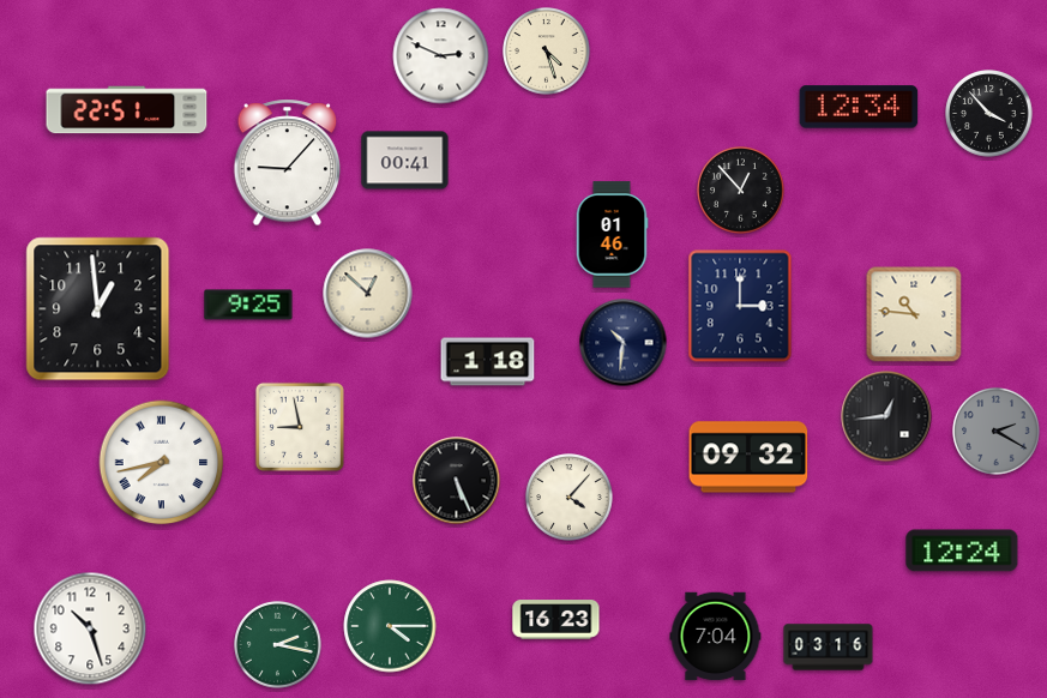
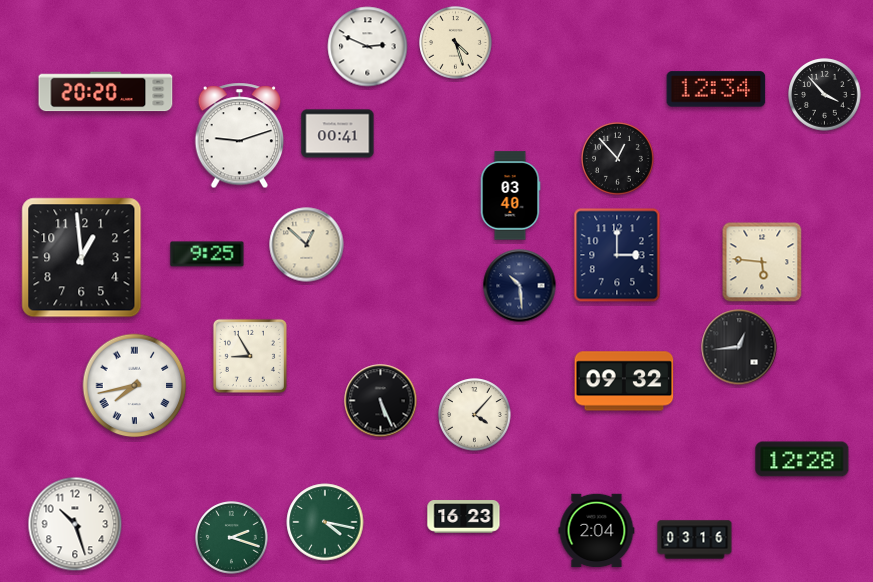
clock at (127, 110): 22:51 -> 20:20
clock at (288, 163): 9:07 -> 9:12
clock at (612, 235): 01:46 -> 03:40
clock at (914, 314): 10:46 -> 5:46
clock at (624, 343): 10:31 -> 10:29
clock at (488, 362): 1:18 -> none
clock at (300, 427): 8:58 -> 8:55
clock at (997, 432): 2:20 -> none
clock at (962, 550): 12:24 -> 12:28
clock at (390, 626): 4:15 -> 4:17
clock at (716, 637): 7:04 -> 2:04
clock at (278, 645): 2:17 -> 2:18
clock at (829, 648) position: (829, 648) -> (695, 540)
